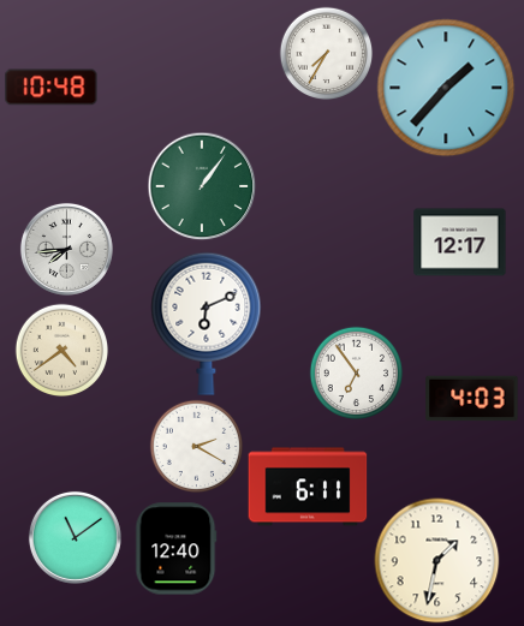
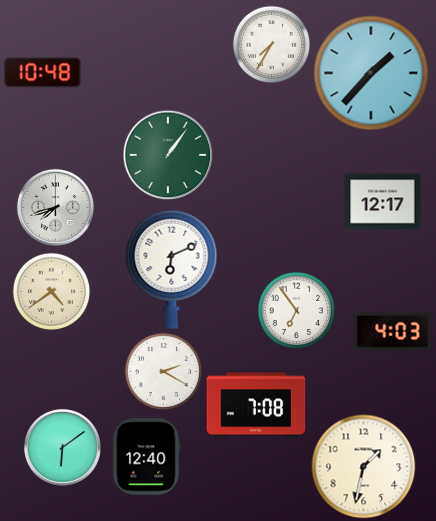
clock at (66, 249): 7:44 -> 7:42
clock at (308, 487): 6:11 -> 7:08
clock at (75, 537): 11:09 -> 6:09
